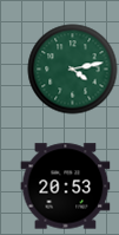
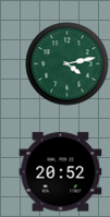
clock at (66, 187): 20:53 -> 20:52
